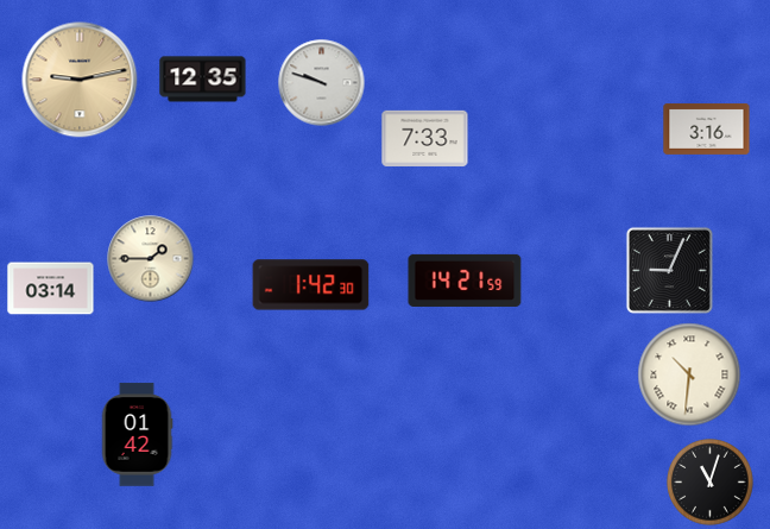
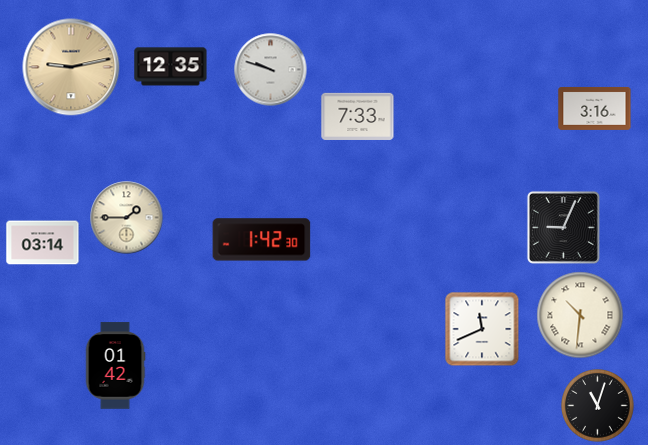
clock at (80, 80) position: (80, 80) -> (71, 67)
clock at (465, 281): 14:21 -> none
clock at (482, 329): none -> 11:41
